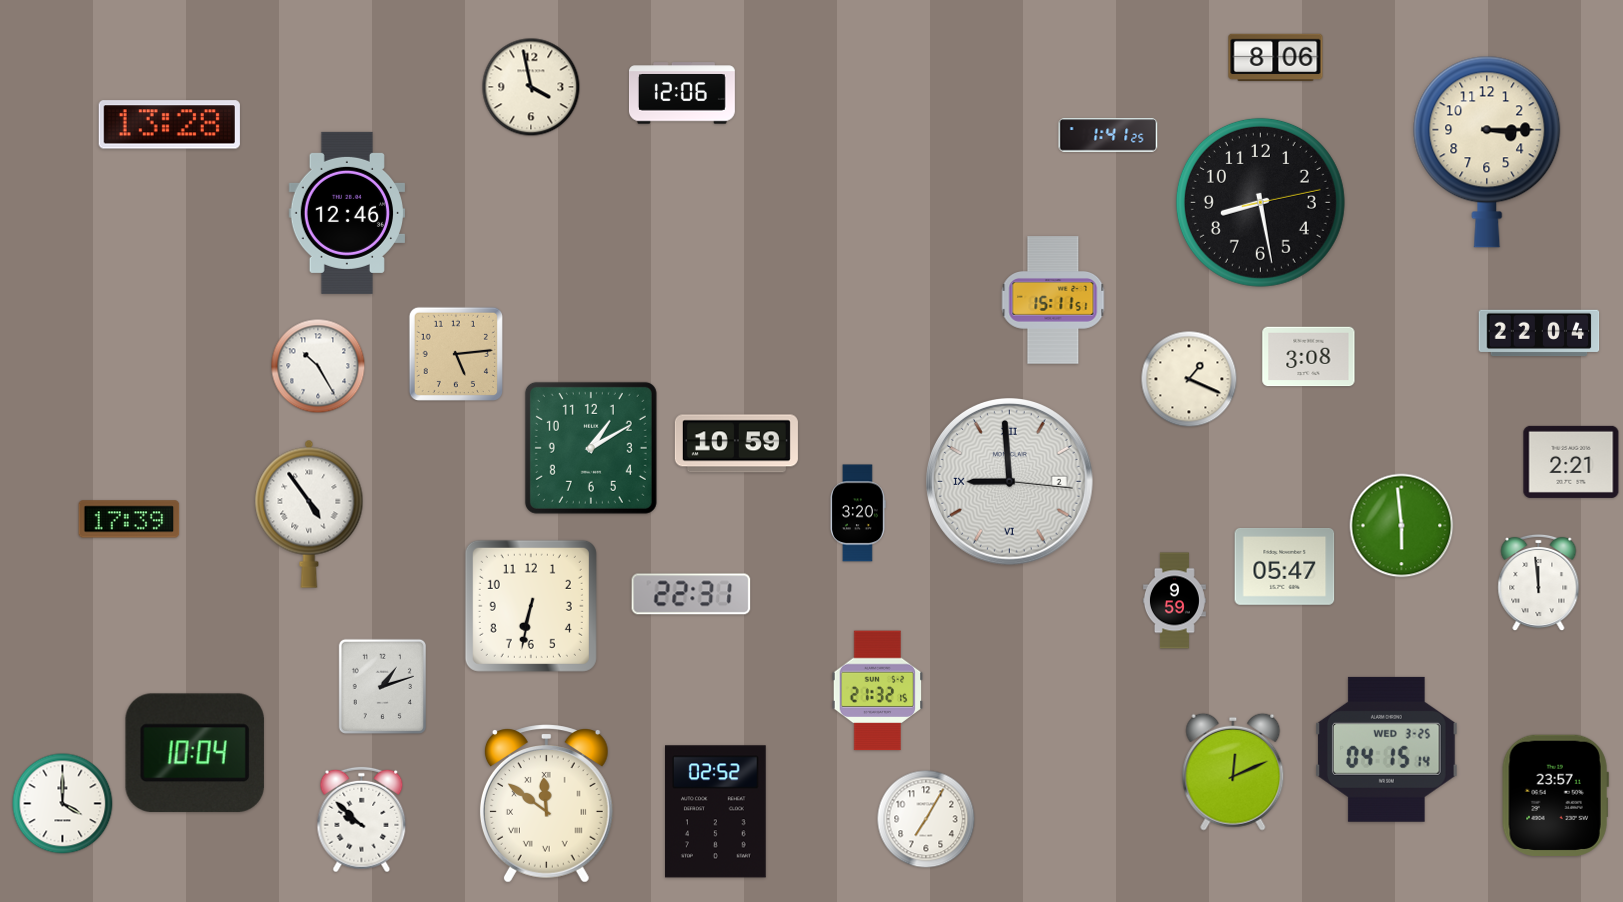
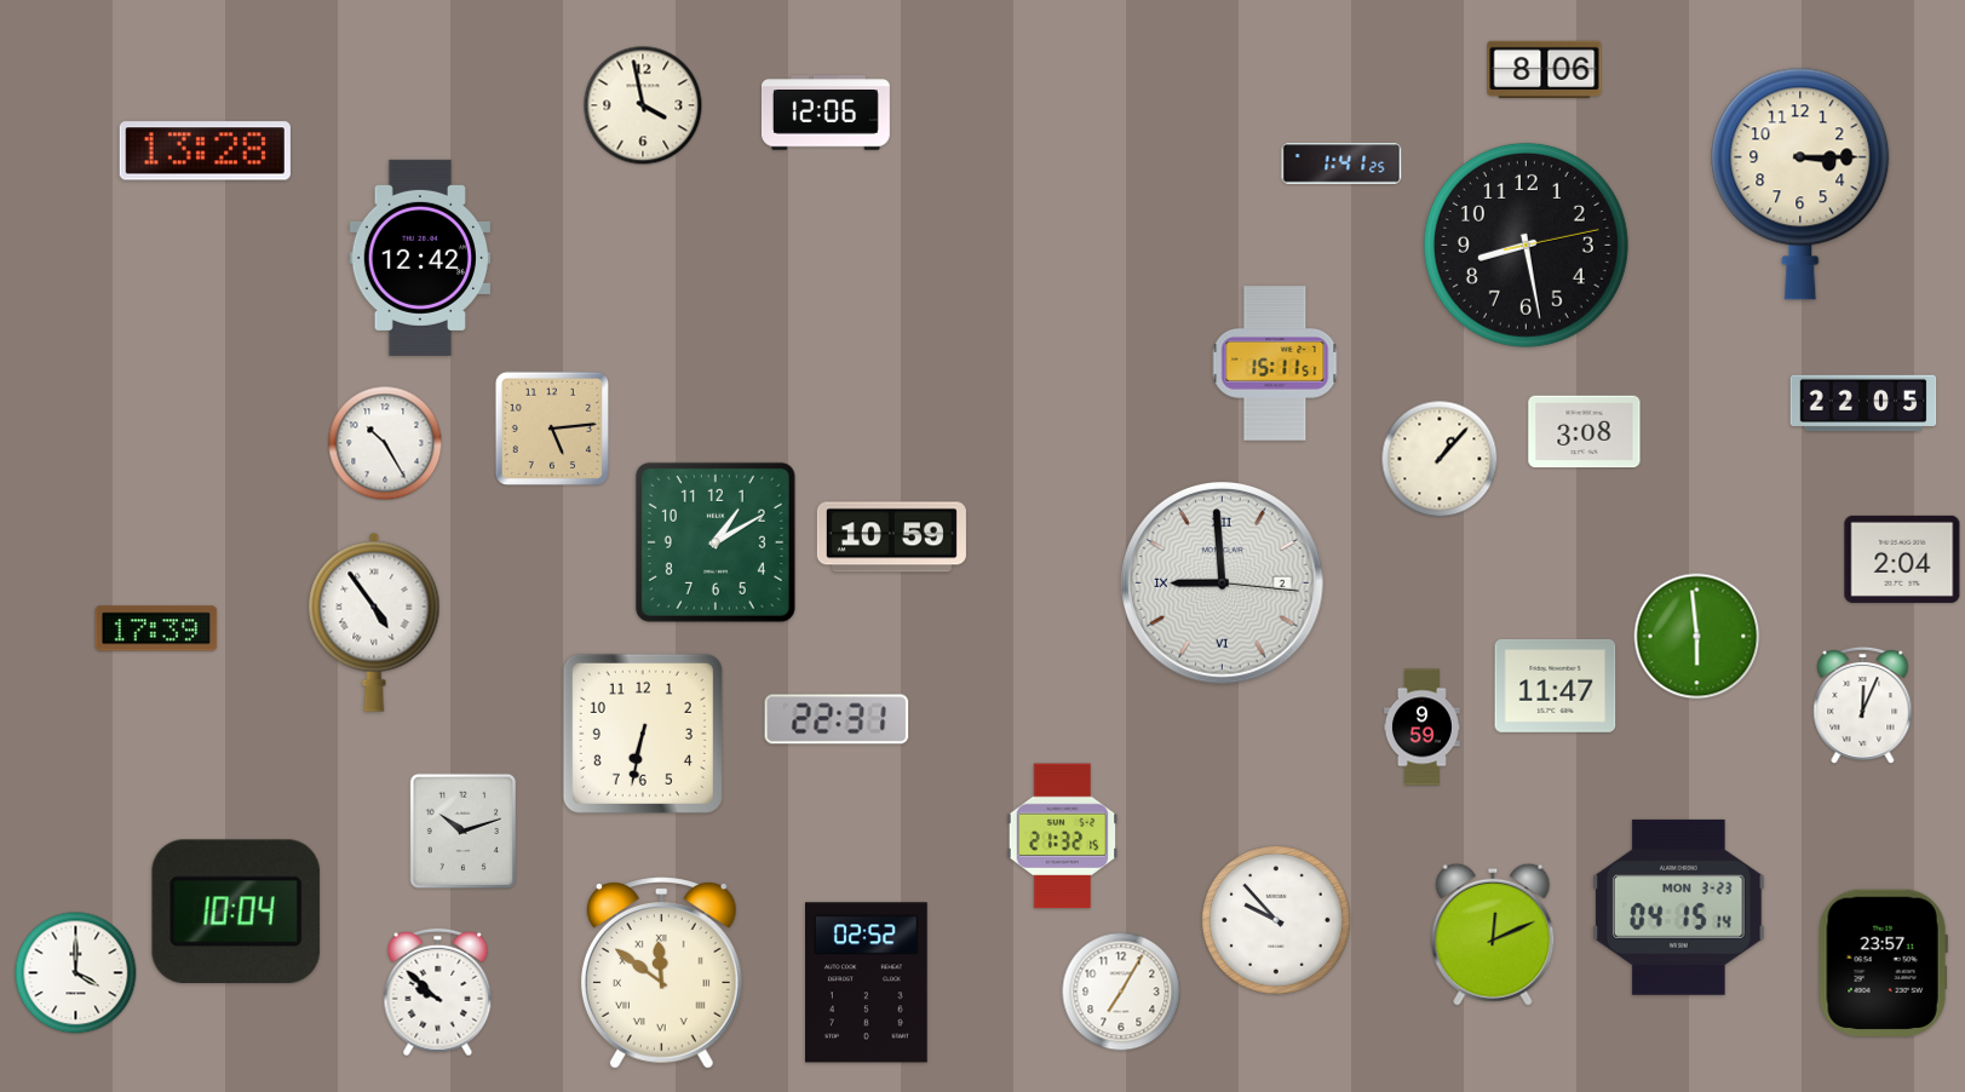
clock at (346, 213): 12:46 -> 12:42
clock at (1539, 333): 22:04 -> 22:05
clock at (1189, 379): 1:19 -> 1:07
clock at (1571, 462): 2:21 -> 2:04
clock at (858, 513): 3:20 -> none
clock at (1285, 566): 05:47 -> 11:47
clock at (1539, 583): 11:59 -> 12:04
clock at (382, 686): 1:12 -> 10:12
clock at (1387, 749) date: WED 3-25 -> MON 3-23
clock at (1276, 920): none -> 9:53
